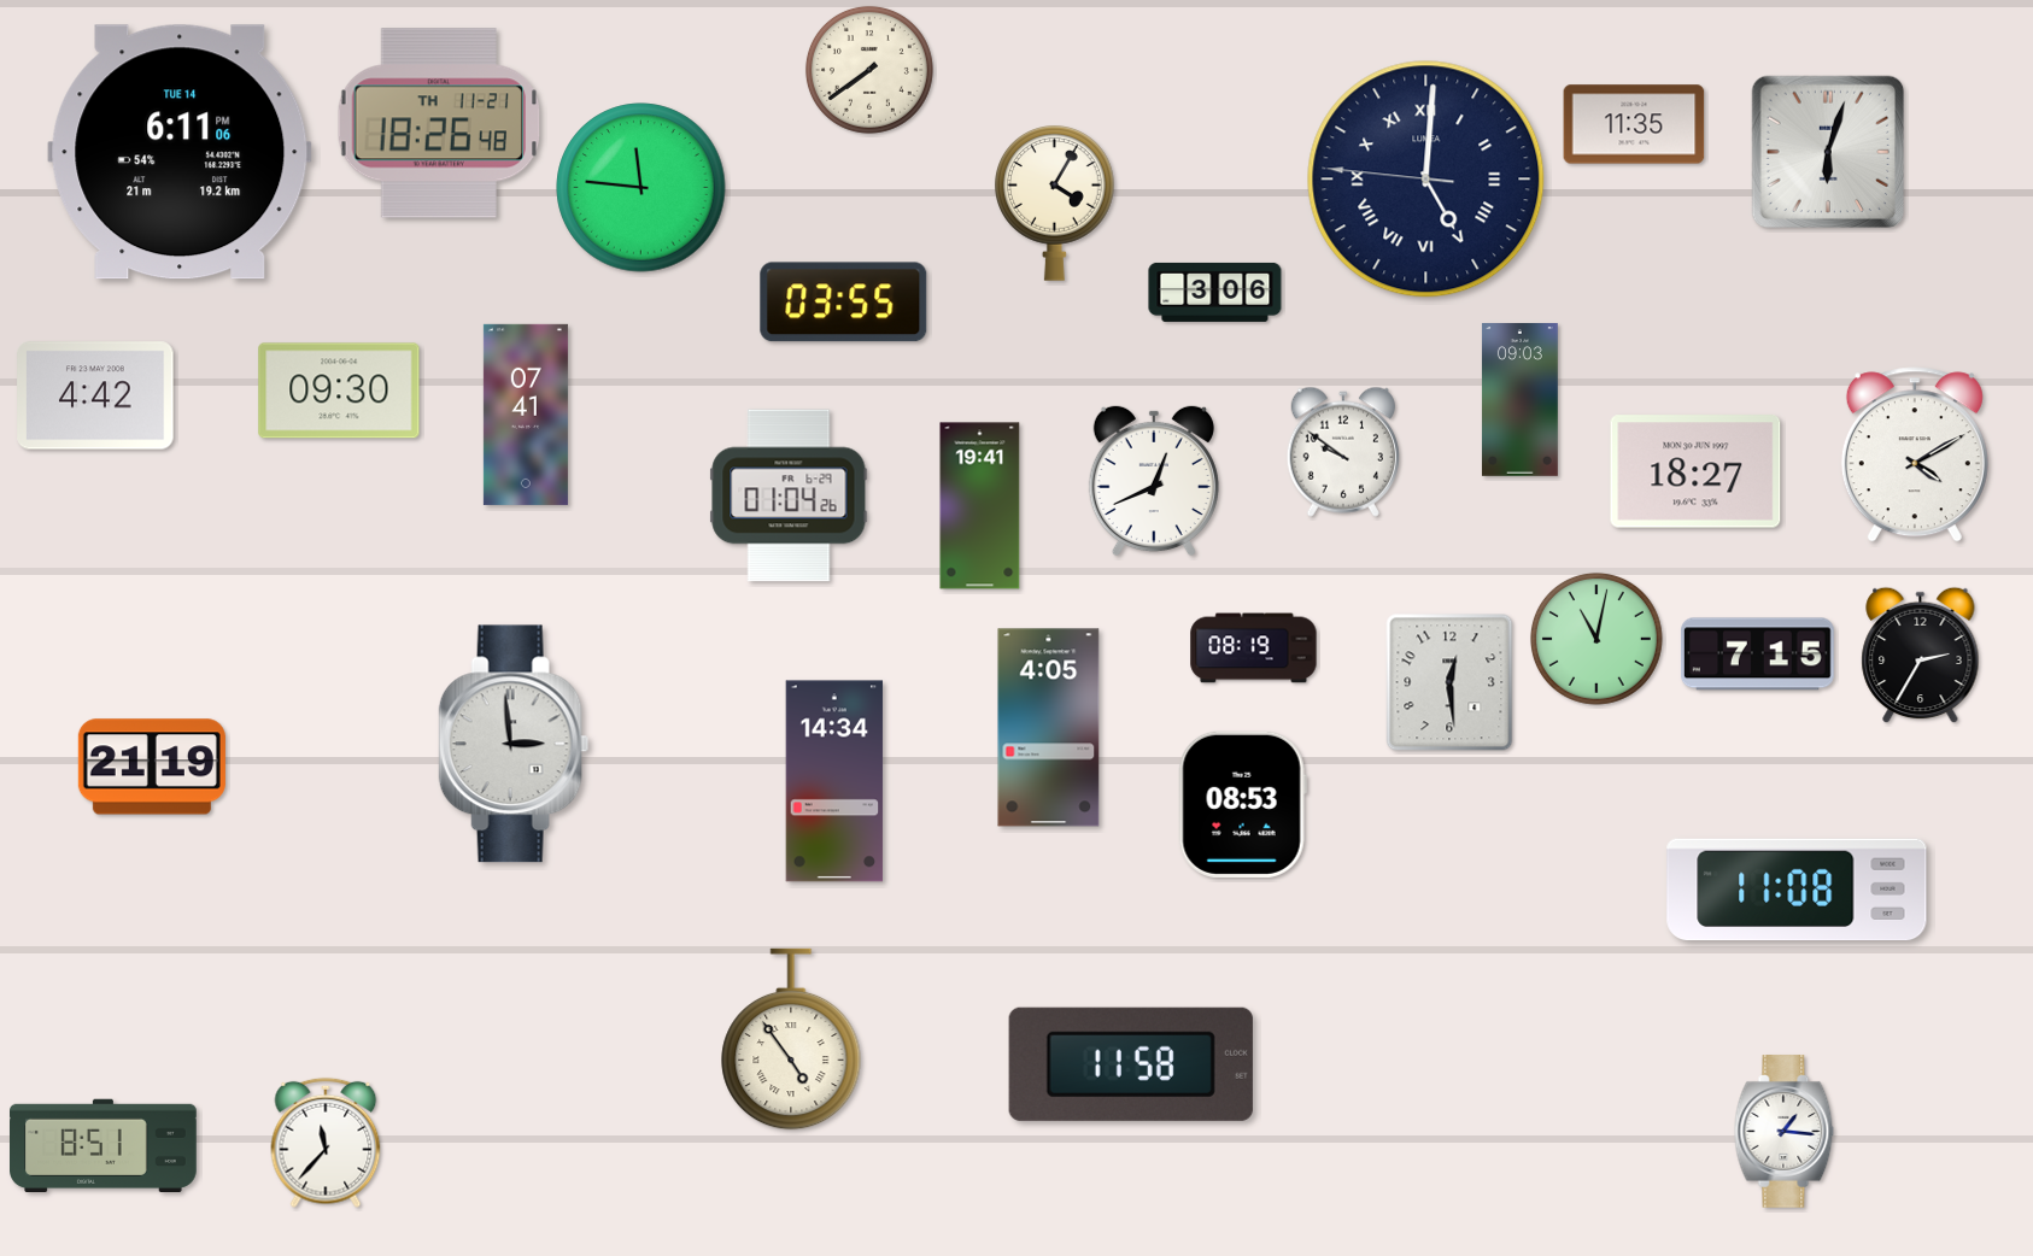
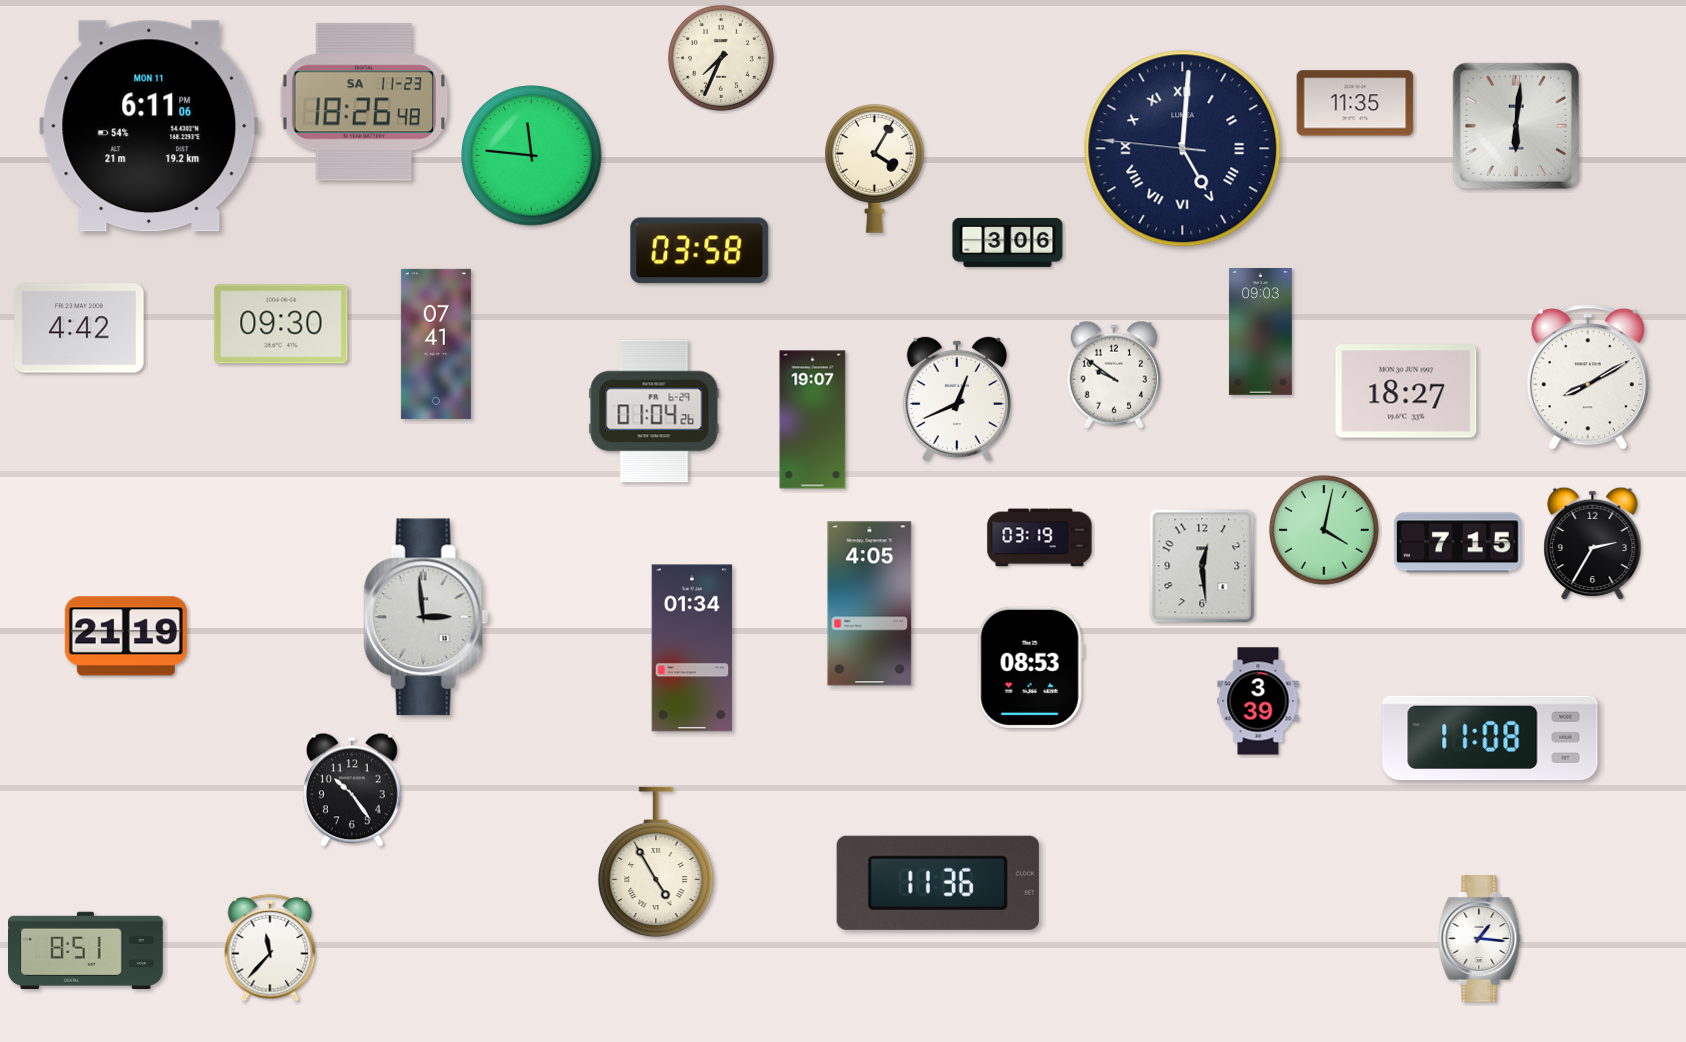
clock at (869, 70): 7:39 -> 7:34
clock at (439, 123) date: TH 11-21 -> SA 11-23
clock at (1827, 151): 6:03 -> 6:01
clock at (180, 152) date: TUE 14 -> MON 11
clock at (844, 303): 03:55 -> 03:58
clock at (1915, 454): 4:10 -> 8:10
clock at (980, 506): 19:41 -> 19:07
clock at (1596, 639): 11:02 -> 4:02
clock at (1254, 648): 08:19 -> 03:19
clock at (834, 781): 14:34 -> 01:34
clock at (1258, 701): none -> 3:39
clock at (352, 790): none -> 10:24
clock at (791, 1039): 4:54 -> 4:55
clock at (1131, 1064): 11:58 -> 11:36
